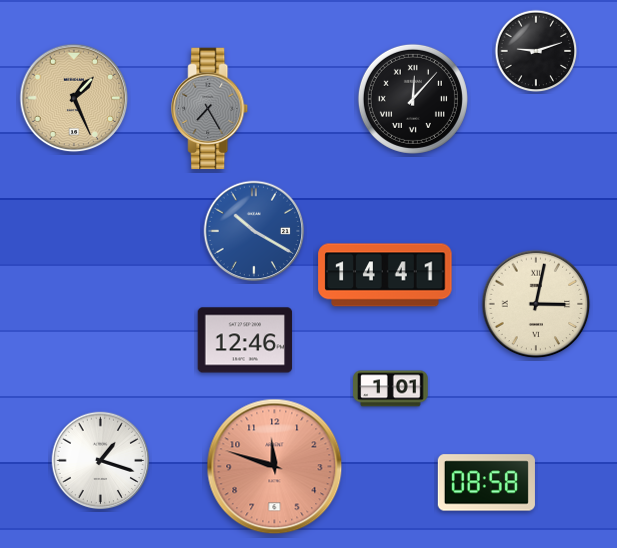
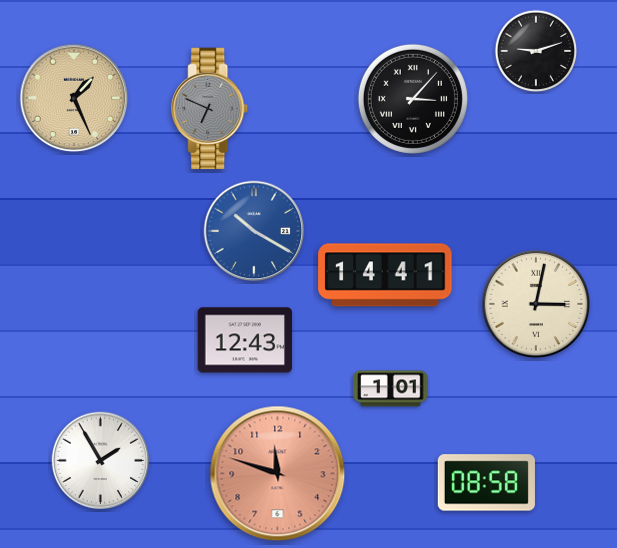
clock at (413, 99): 12:07 -> 3:07
clock at (210, 109): 7:25 -> 6:49
clock at (245, 340): 12:46 -> 12:43
clock at (101, 461): 1:18 -> 1:55
clock at (275, 467) position: (275, 467) -> (278, 474)
